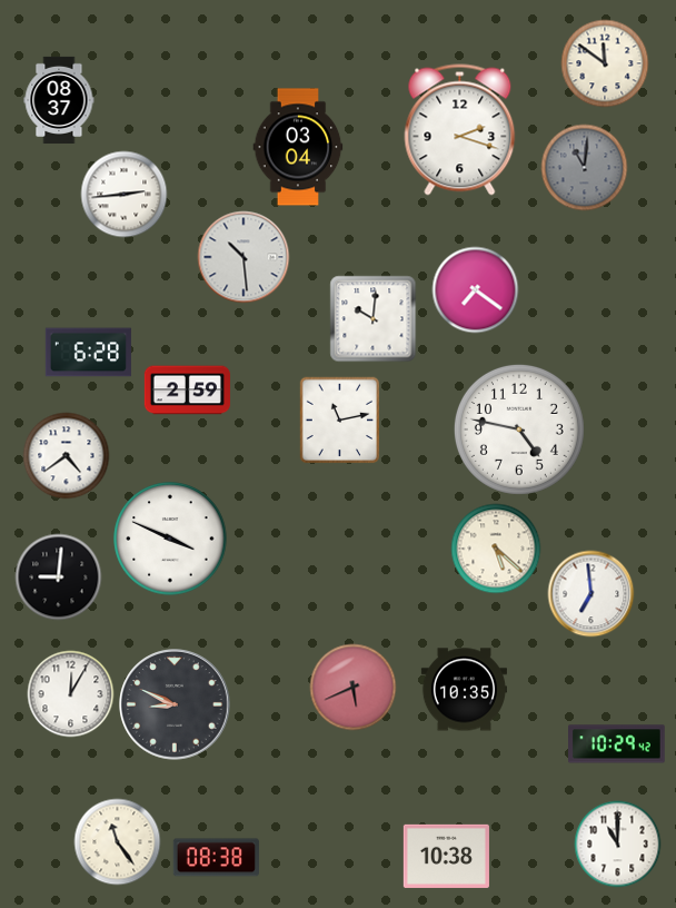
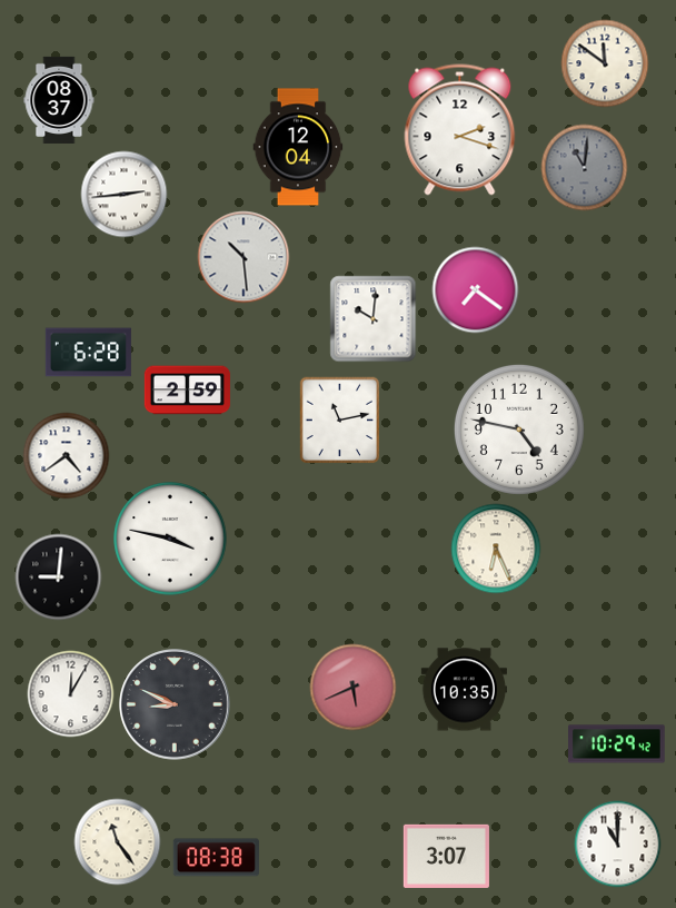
clock at (298, 147): 03:04 -> 12:04
clock at (170, 539): 3:49 -> 3:47
clock at (496, 549): 5:22 -> 6:26
clock at (590, 593): 6:59 -> none
clock at (446, 856): 10:38 -> 3:07
